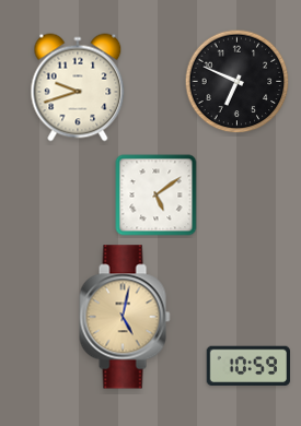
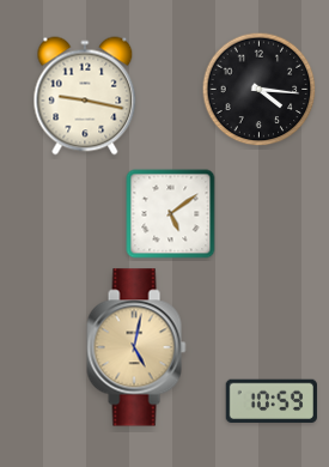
clock at (238, 82): 6:49 -> 4:16
clock at (78, 87): 9:42 -> 9:17
